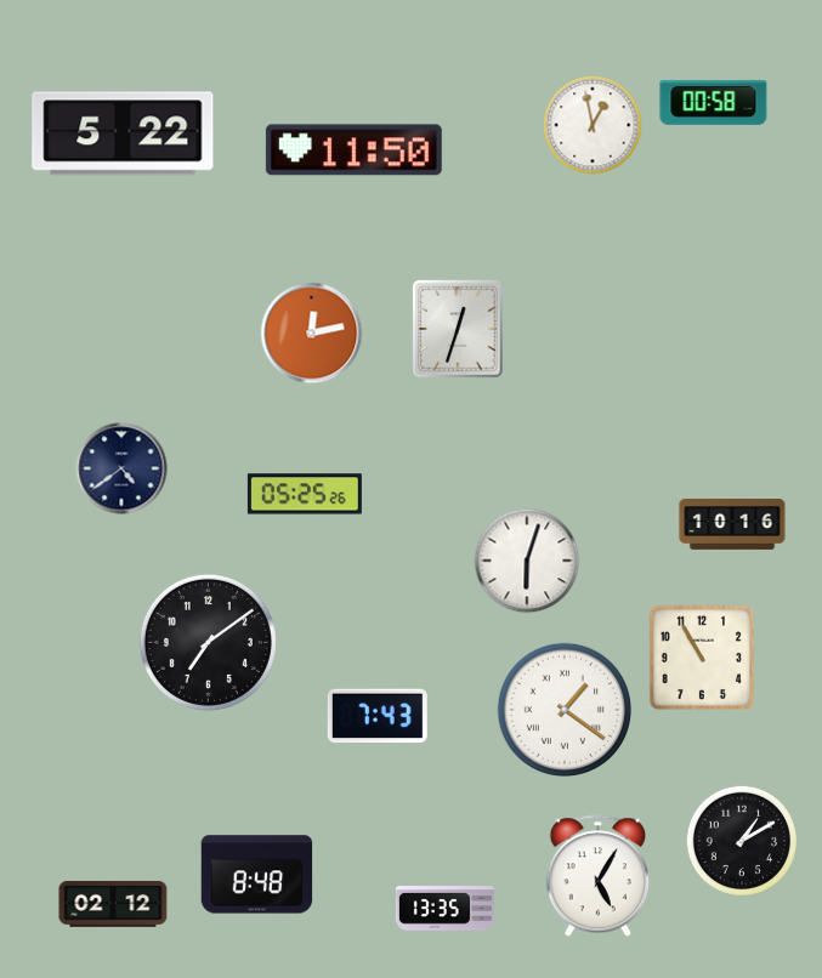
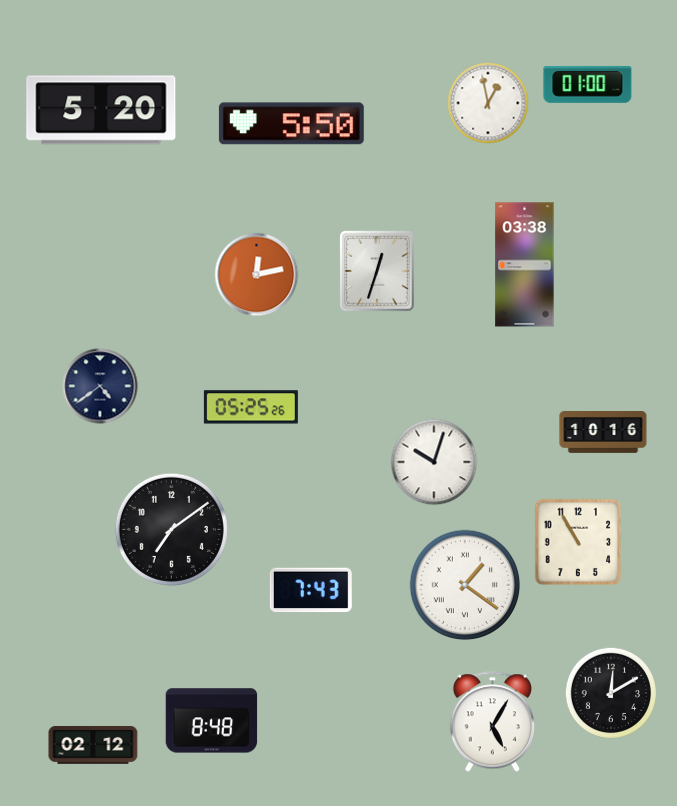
clock at (714, 102): 00:58 -> 01:00
clock at (123, 133): 5:22 -> 5:20
clock at (353, 150): 11:50 -> 5:50
clock at (525, 265): none -> 03:38
clock at (527, 561): 6:03 -> 10:03
clock at (742, 841): 1:10 -> 12:10
clock at (444, 909): 13:35 -> none
